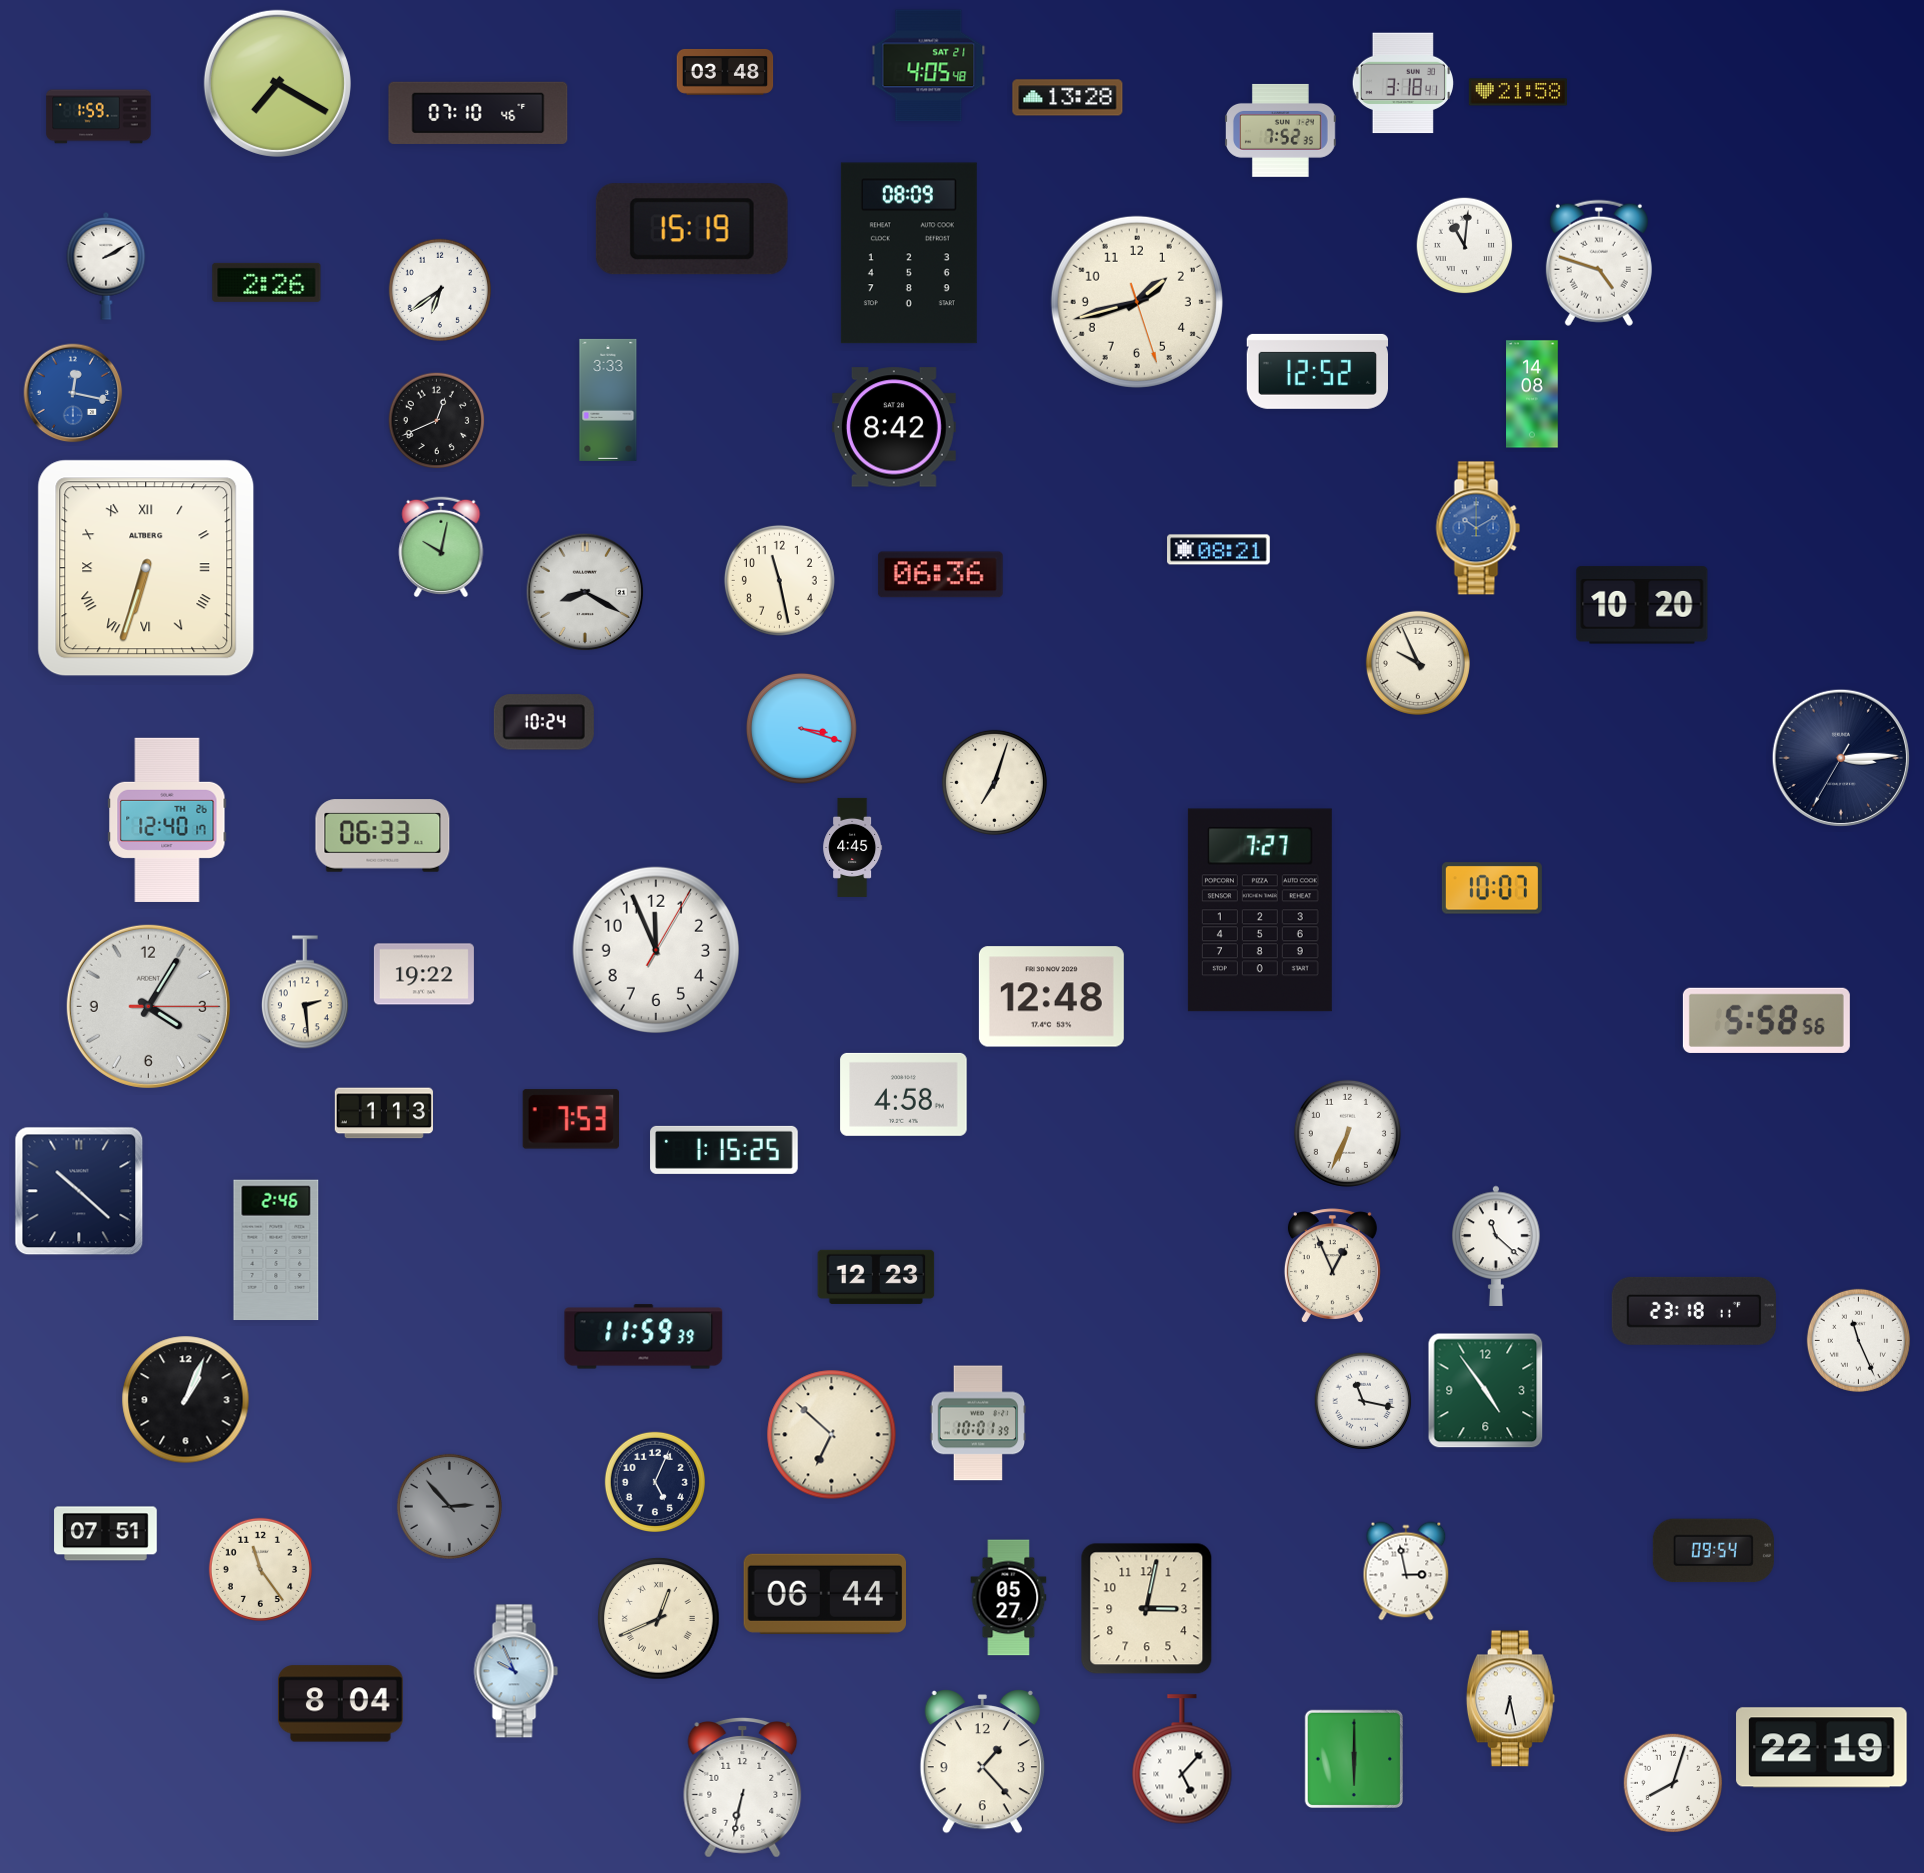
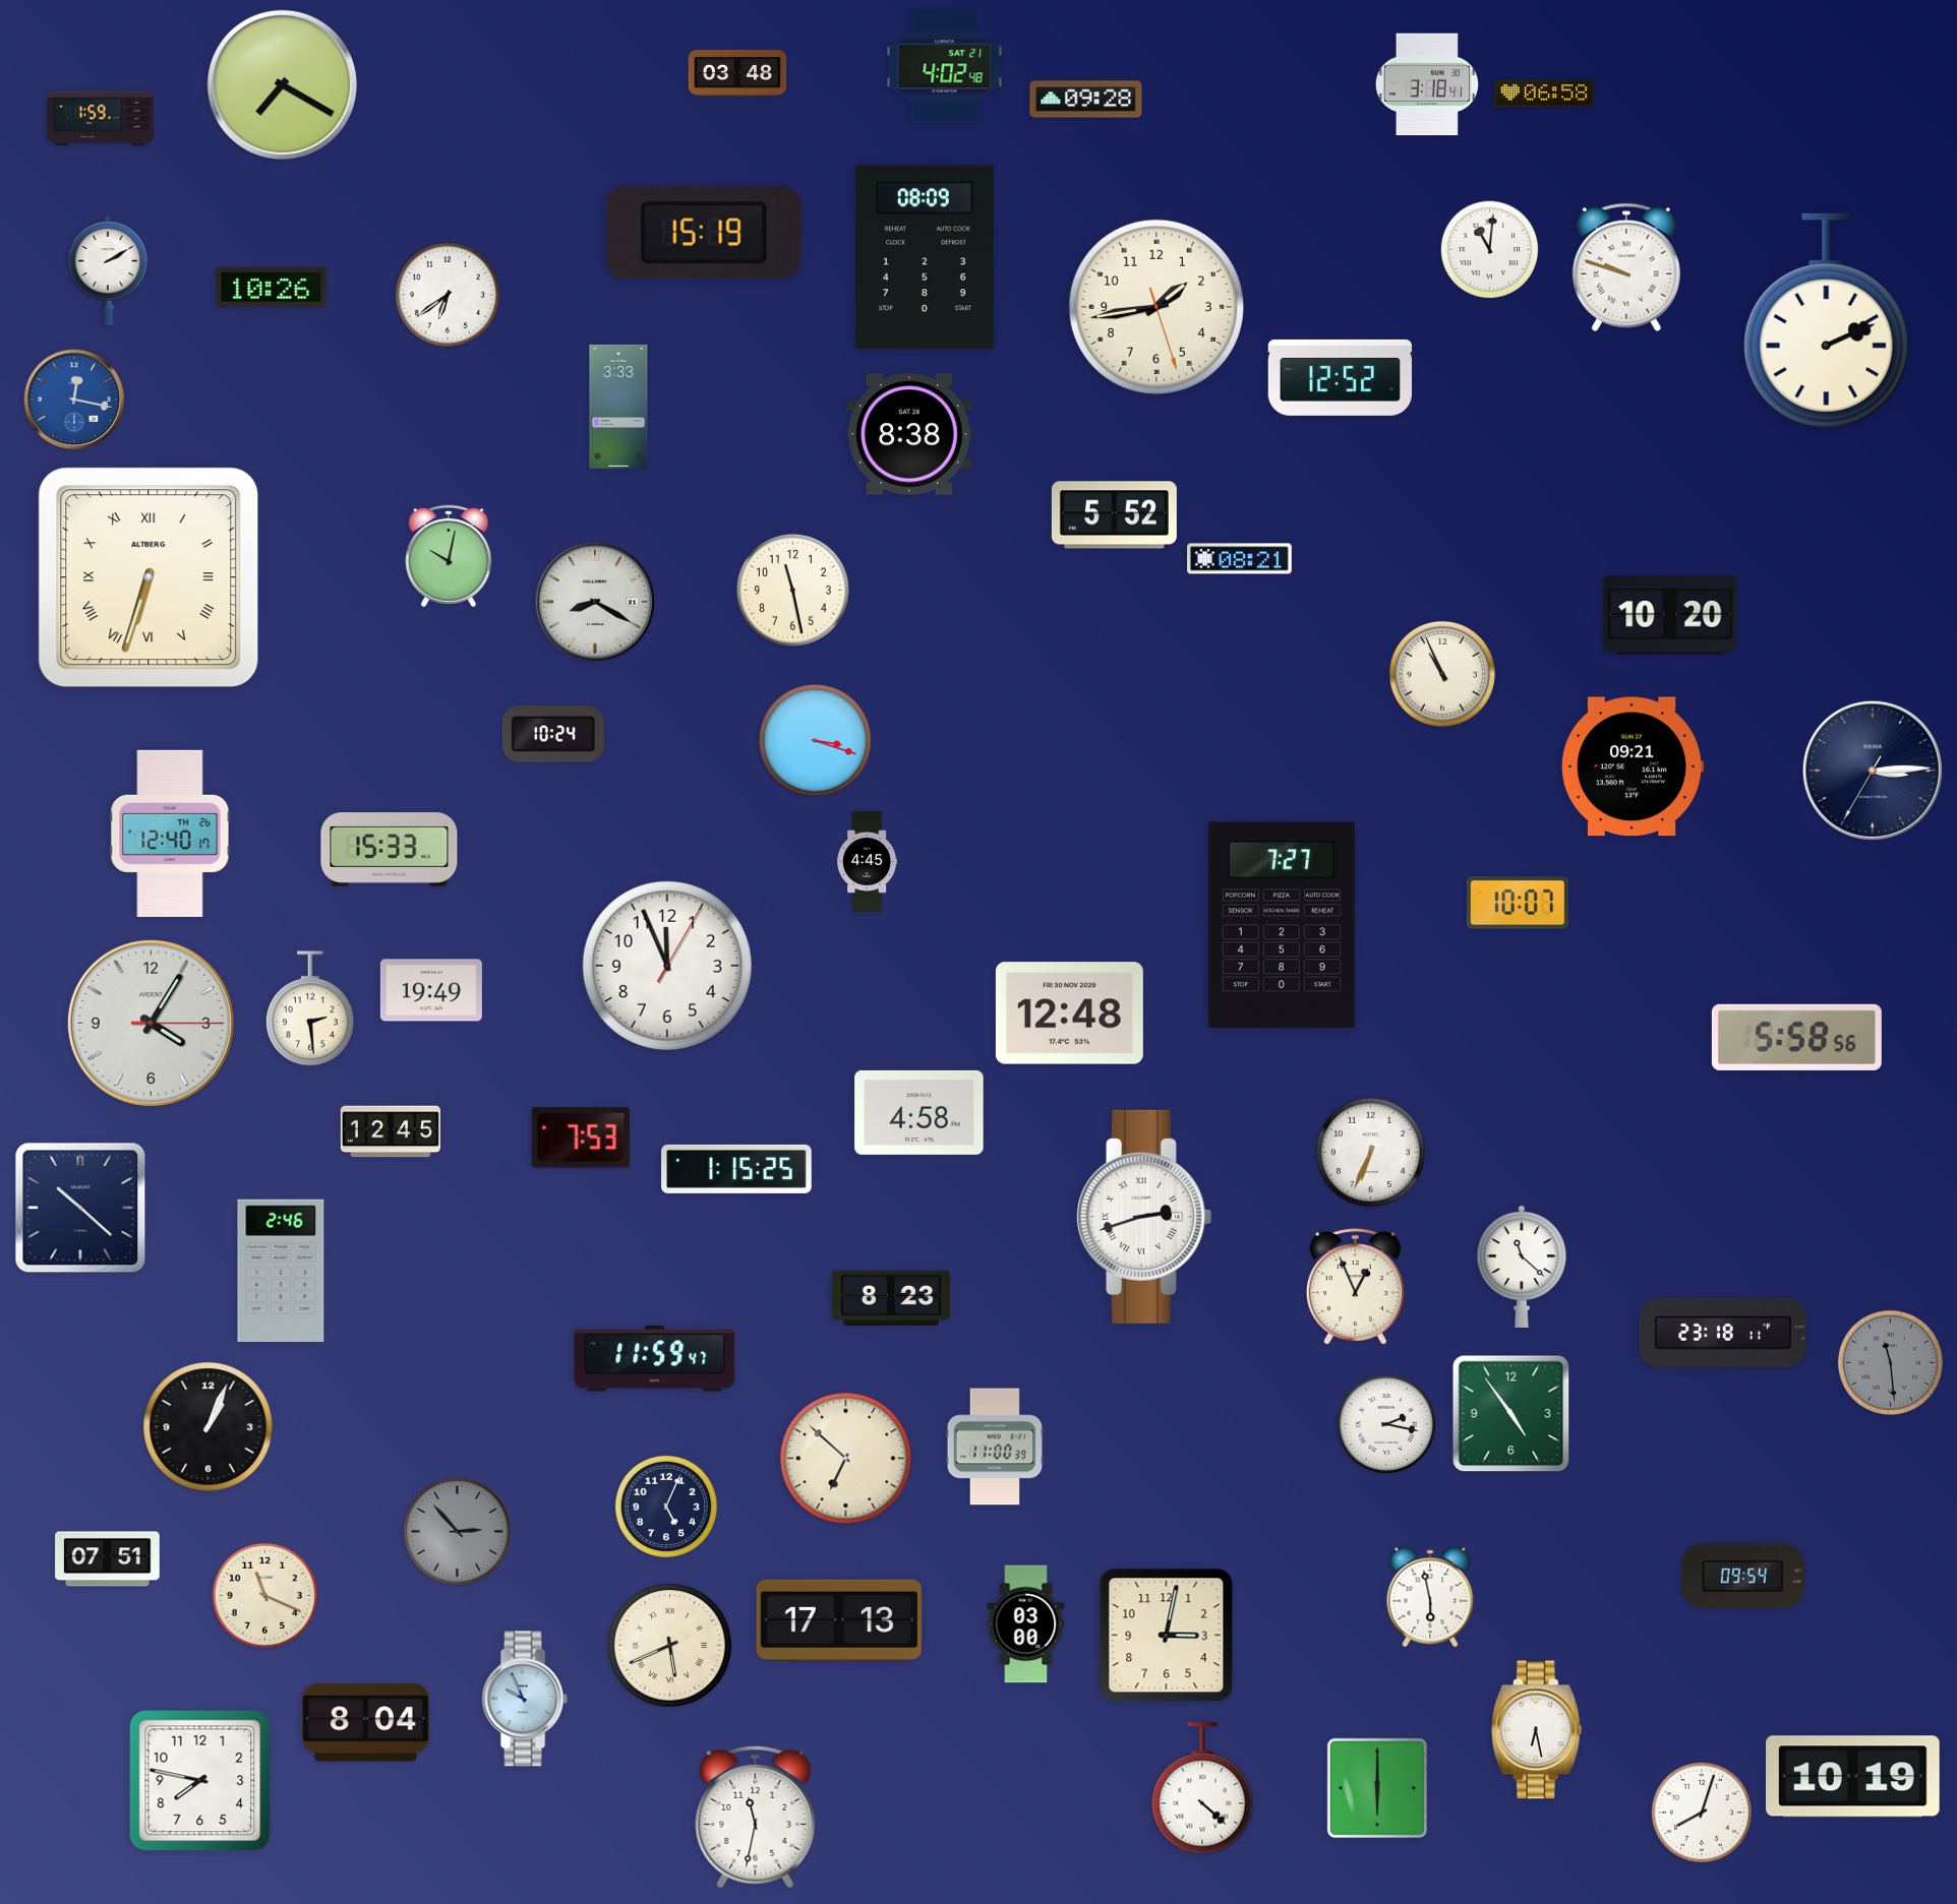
clock at (929, 66): 4:05 -> 4:02
clock at (1518, 92): 21:58 -> 06:58
clock at (1068, 98): 13:28 -> 09:28
clock at (478, 113): 07:10 -> none
clock at (1281, 130): 7:52 -> none
clock at (1599, 263): 4:48 -> 9:48
clock at (267, 282): 2:26 -> 10:26
clock at (1137, 302): 1:42 -> 1:43
clock at (1827, 320): none -> 2:11
clock at (1532, 394): 14:08 -> none
clock at (437, 421): 12:41 -> none
clock at (894, 427): 8:42 -> 8:38
clock at (1114, 515): none -> 5:52
clock at (1478, 528): 10:10 -> none
clock at (940, 575): 06:36 -> none
clock at (1418, 663): 9:56 -> 10:56
clock at (1632, 766): none -> 09:21
clock at (994, 782): 7:03 -> none
clock at (383, 836): 06:33 -> 15:33
clock at (424, 974): 19:22 -> 19:49
clock at (384, 1113): 1:13 -> 12:45
clock at (79, 1191) position: (79, 1191) -> (80, 1208)
clock at (1143, 1217): none -> 2:42
clock at (876, 1277): 12:23 -> 8:23
clock at (644, 1337): 11:59:39 -> 11:59:47
clock at (1858, 1340): 11:26 -> 11:29
clock at (1858, 1340) dial: white -> grey
clock at (186, 1400) position: (186, 1400) -> (209, 1427)
clock at (1363, 1401): 11:17 -> 2:17
clock at (978, 1423): 10:01 -> 11:00
clock at (260, 1569): 11:24 -> 11:19
clock at (1406, 1571): 2:58 -> 5:58
clock at (824, 1594): 06:44 -> 17:13
clock at (1009, 1598): 05:27 -> 03:00
clock at (659, 1619): 12:41 -> 5:41
clock at (1510, 1699) position: (1510, 1699) -> (1536, 1730)
clock at (340, 1704) position: (340, 1704) -> (365, 1723)
clock at (1822, 1748): 22:19 -> 10:19
clock at (200, 1781): none -> 7:47
clock at (1182, 1759): 5:07 -> 4:22
clock at (982, 1762): 1:23 -> none
clock at (743, 1788): 6:32 -> 11:32
